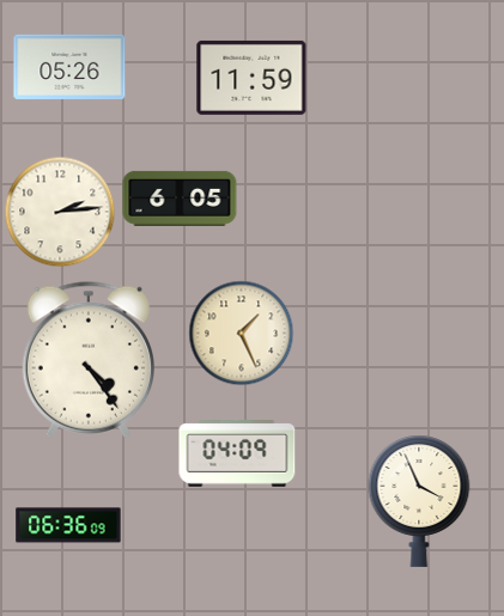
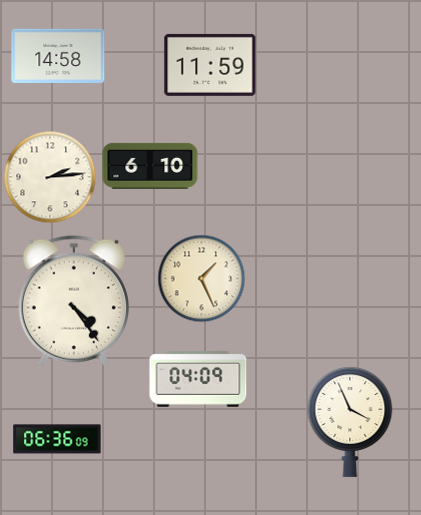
clock at (69, 67): 05:26 -> 14:58
clock at (180, 199): 6:05 -> 6:10
clock at (419, 501) position: (419, 501) -> (350, 422)
